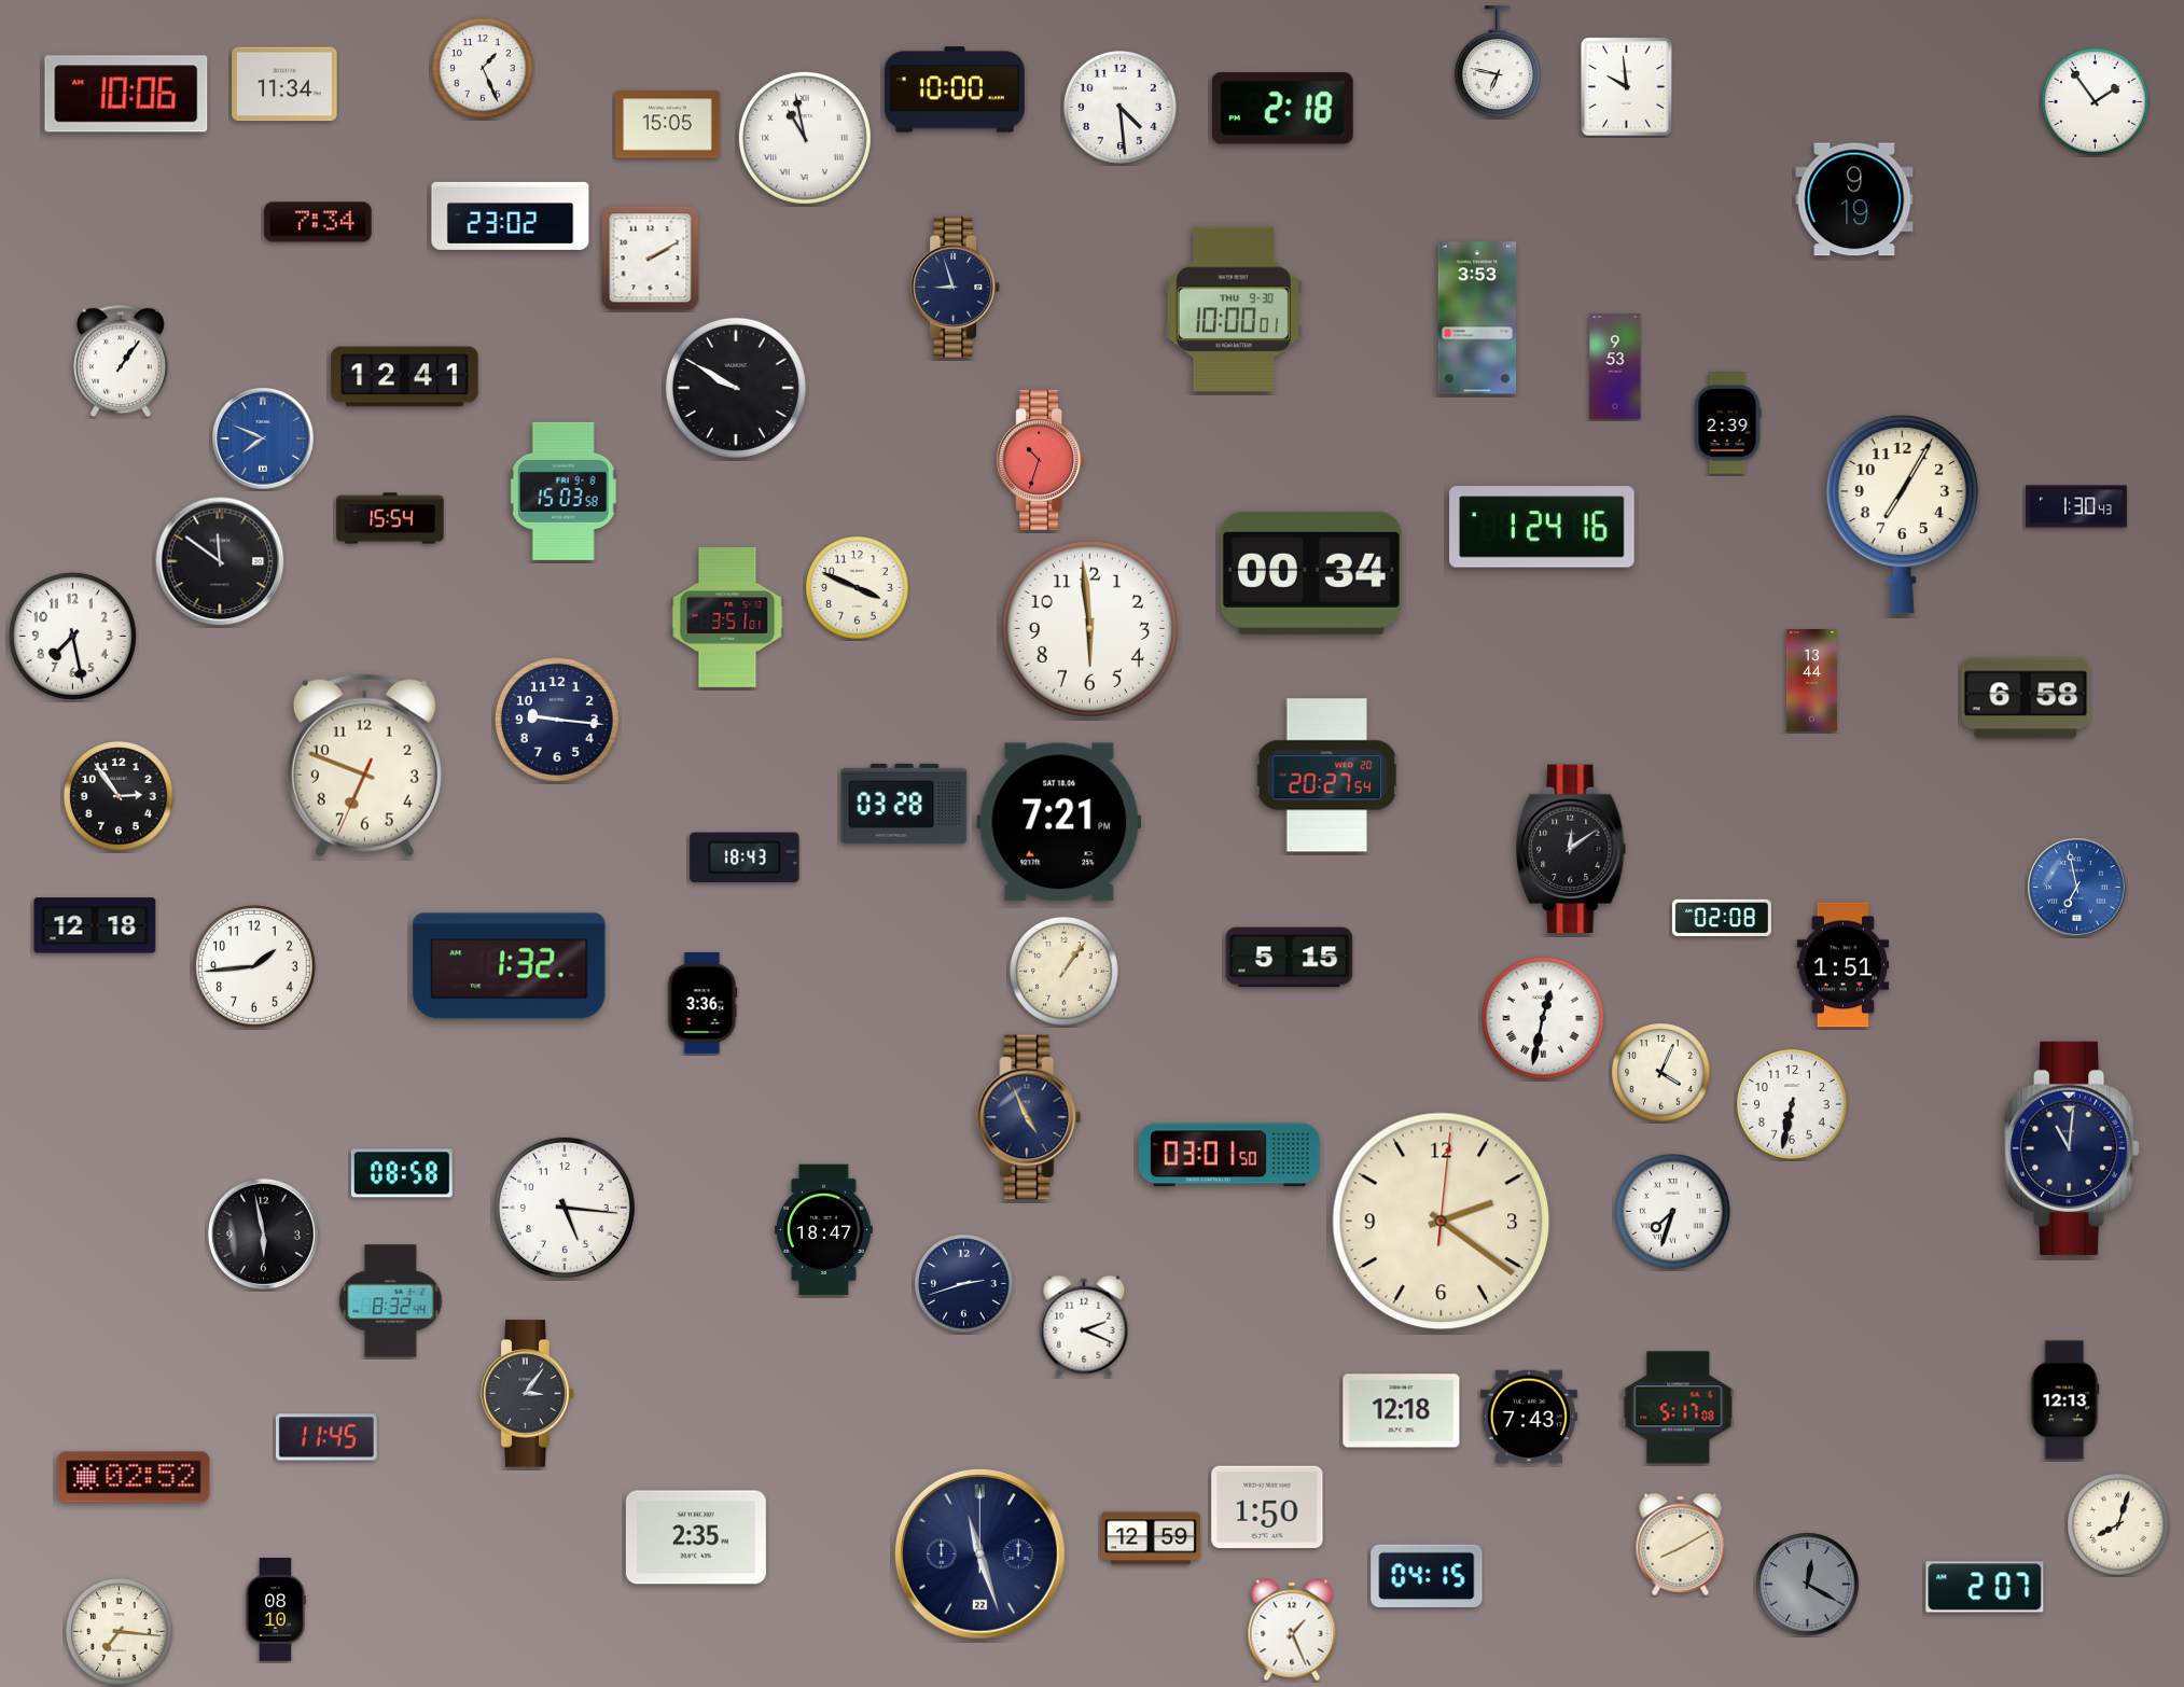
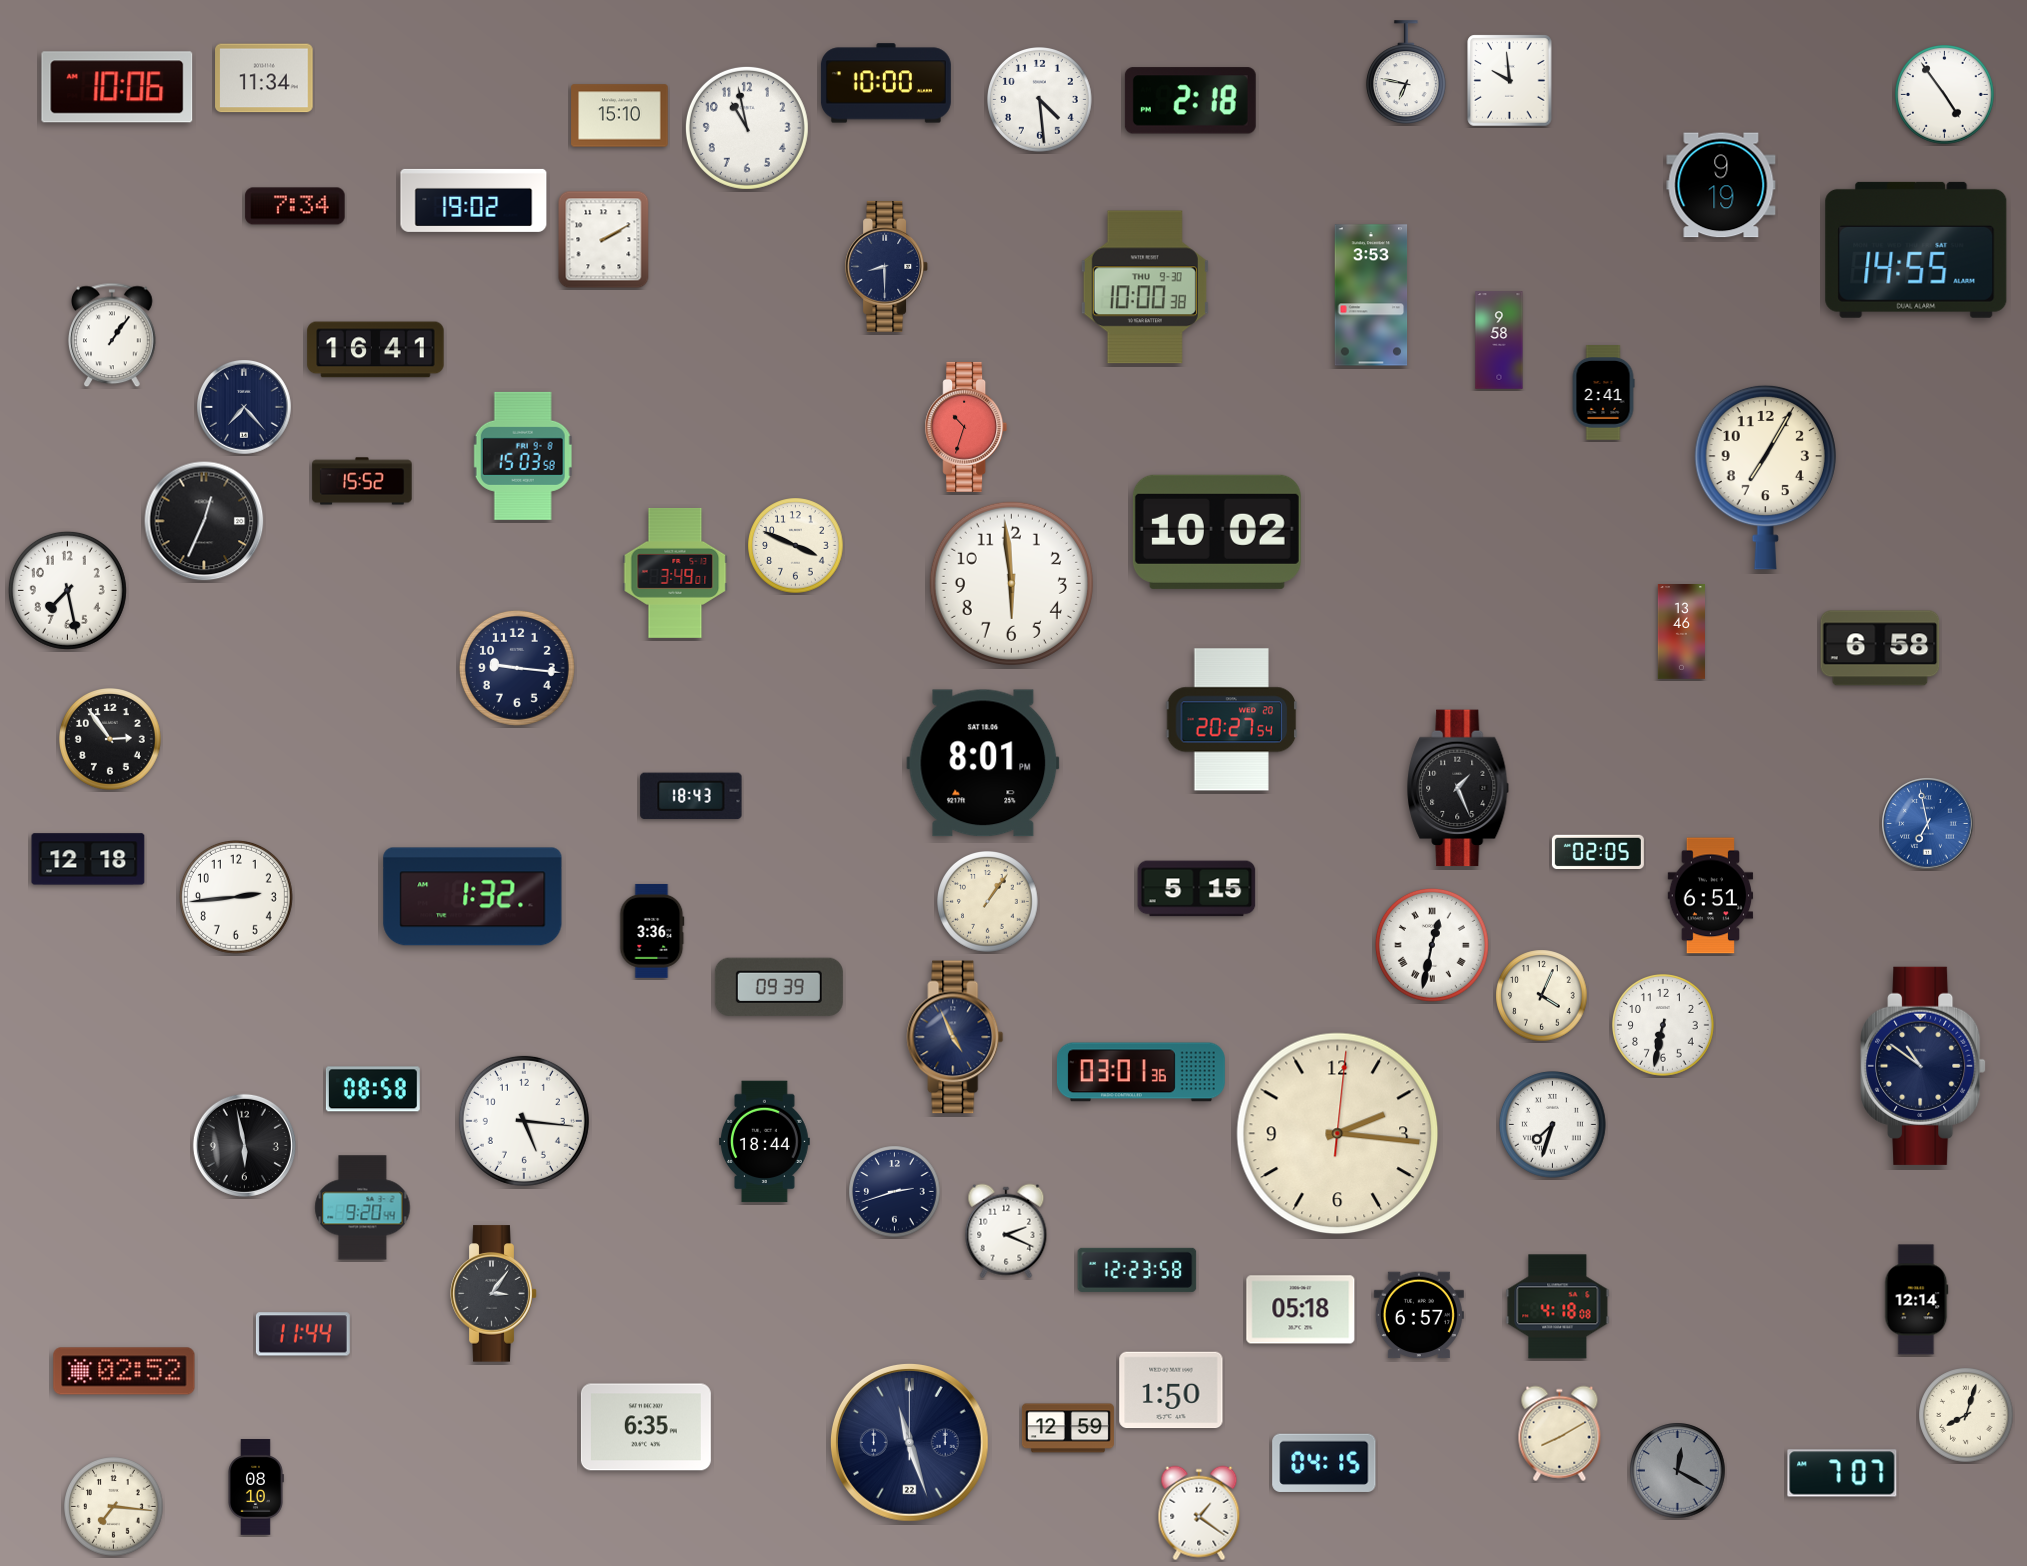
clock at (1498, 61) position: (1498, 61) -> (1406, 72)
clock at (483, 68): 1:26 -> none
clock at (2096, 102): 1:54 -> 4:54
clock at (668, 125): 15:05 -> 15:10
clock at (805, 138) numerals: Roman -> Arabic
clock at (511, 215): 23:02 -> 19:02
clock at (1916, 250): none -> 14:55
clock at (956, 287): 8:57 -> 8:30
clock at (1234, 309): 10:00:01 -> 10:00:38
clock at (1615, 366): 9:53 -> 9:58
clock at (405, 377): 12:41 -> 16:41
clock at (736, 388): 9:50 -> none
clock at (1727, 423): 2:39 -> 2:41
clock at (264, 440): 7:49 -> 7:23
clock at (264, 440) dial: blue -> navy
clock at (2077, 506): 1:30 -> none
clock at (390, 518): 15:54 -> 15:52
clock at (1542, 527): 1:24 -> none
clock at (220, 561): 11:51 -> 12:34
clock at (1311, 573): 00:34 -> 10:02
clock at (727, 617): 3:51 -> 3:49
clock at (1811, 681): 13:44 -> 13:46
clock at (364, 766): 6:48 -> none
clock at (904, 804): 03:28 -> none
clock at (1059, 822): 7:21 -> 8:01
clock at (1572, 849): 12:09 -> 1:26
clock at (1722, 918): 02:08 -> 02:05
clock at (1844, 965): 1:51 -> 6:51
clock at (254, 966): 1:44 -> 2:44
clock at (779, 987): none -> 09:39
clock at (2072, 1148): 11:01 -> 10:51
clock at (1229, 1155): 03:01:50 -> 03:01:36
clock at (1442, 1222): 2:21 -> 2:16
clock at (824, 1230): 18:47 -> 18:44
clock at (391, 1301): 8:32 -> 9:20
clock at (1137, 1270): none -> 12:23
clock at (528, 1394) position: (528, 1394) -> (494, 1294)
clock at (2065, 1400): 12:13 -> 12:14
clock at (1679, 1408): 5:17 -> 4:18
clock at (1402, 1411): 12:18 -> 05:18
clock at (1529, 1417): 7:43 -> 6:57
clock at (326, 1437): 11:45 -> 11:44
clock at (1267, 1507) position: (1267, 1507) -> (1171, 1390)
clock at (696, 1537): 2:35 -> 6:35
clock at (1985, 1587): 2:07 -> 7:07
clock at (276, 1609) position: (276, 1609) -> (256, 1487)
clock at (1292, 1630): 1:26 -> 1:21
clock at (120, 1632) position: (120, 1632) -> (114, 1507)
